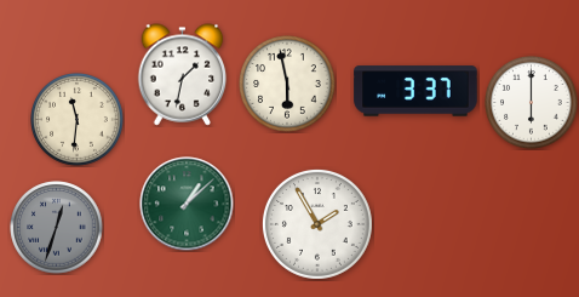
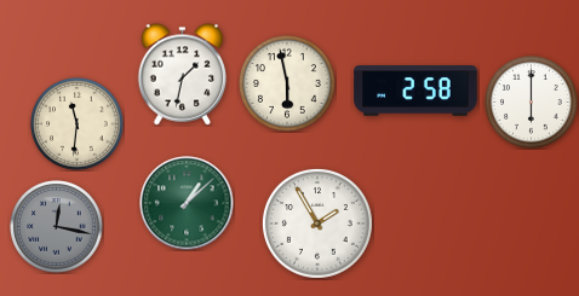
clock at (415, 91): 3:37 -> 2:58
clock at (78, 120) position: (78, 120) -> (78, 124)
clock at (57, 228): 12:33 -> 12:17
